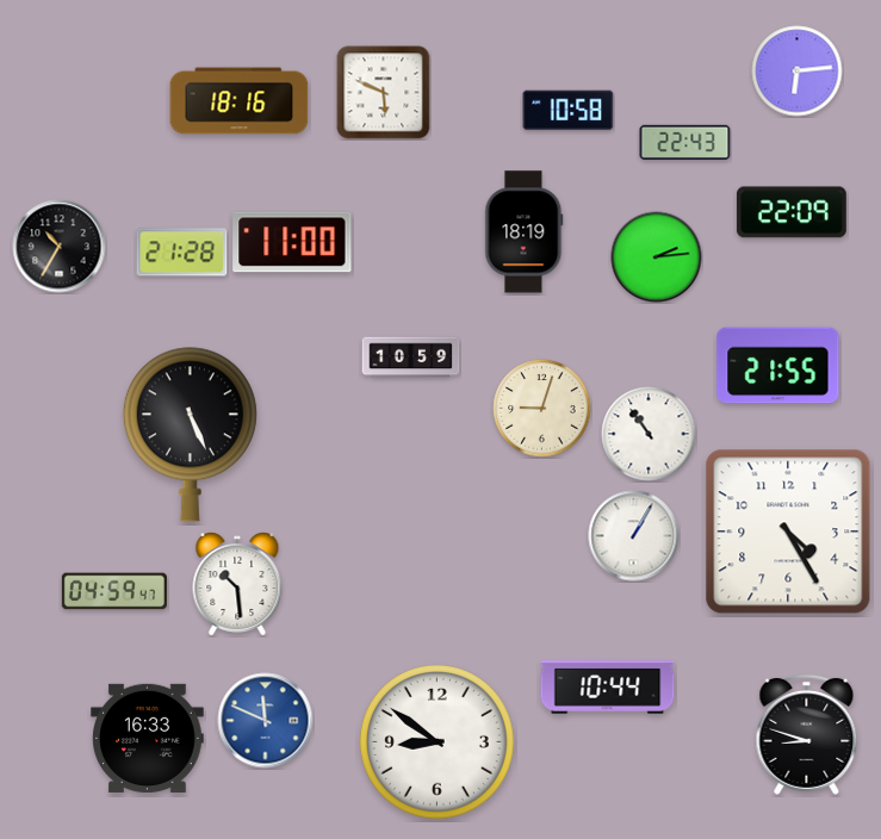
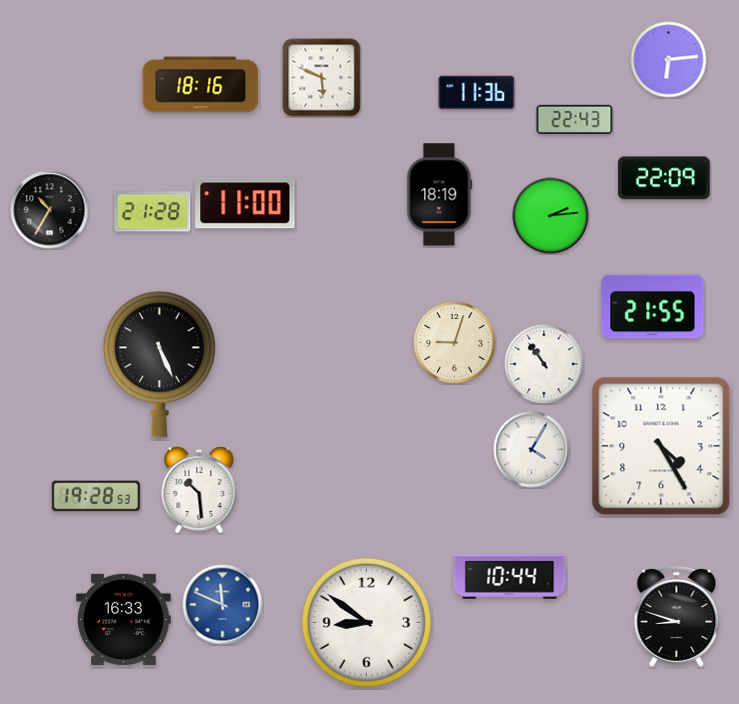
clock at (569, 111): 10:58 -> 11:36
clock at (60, 247) position: (60, 247) -> (50, 210)
clock at (411, 358): 10:59 -> none
clock at (634, 536): 1:05 -> 4:05
clock at (114, 591): 04:59 -> 19:28
